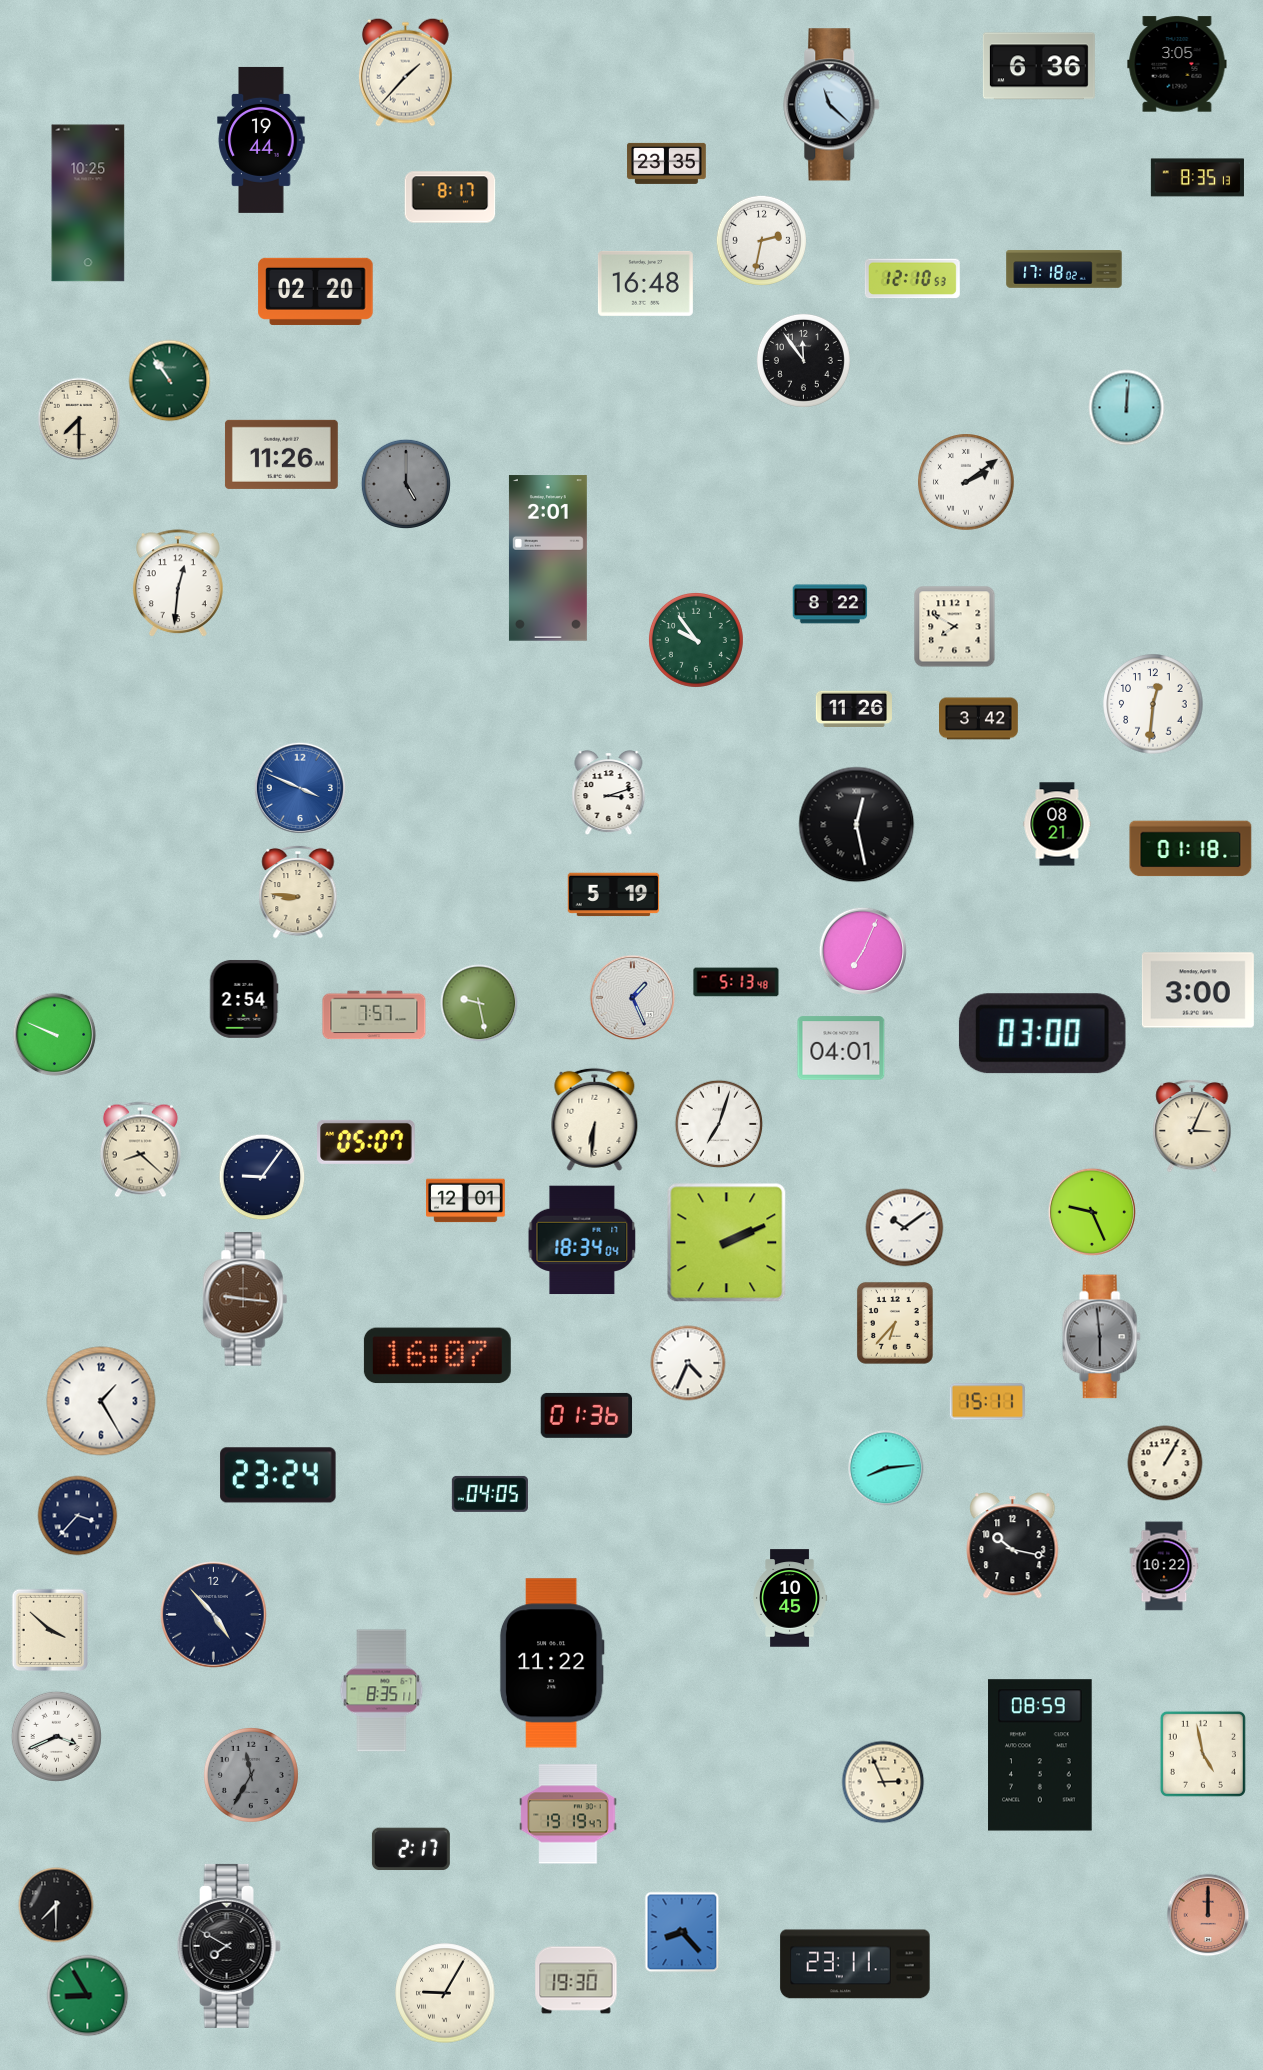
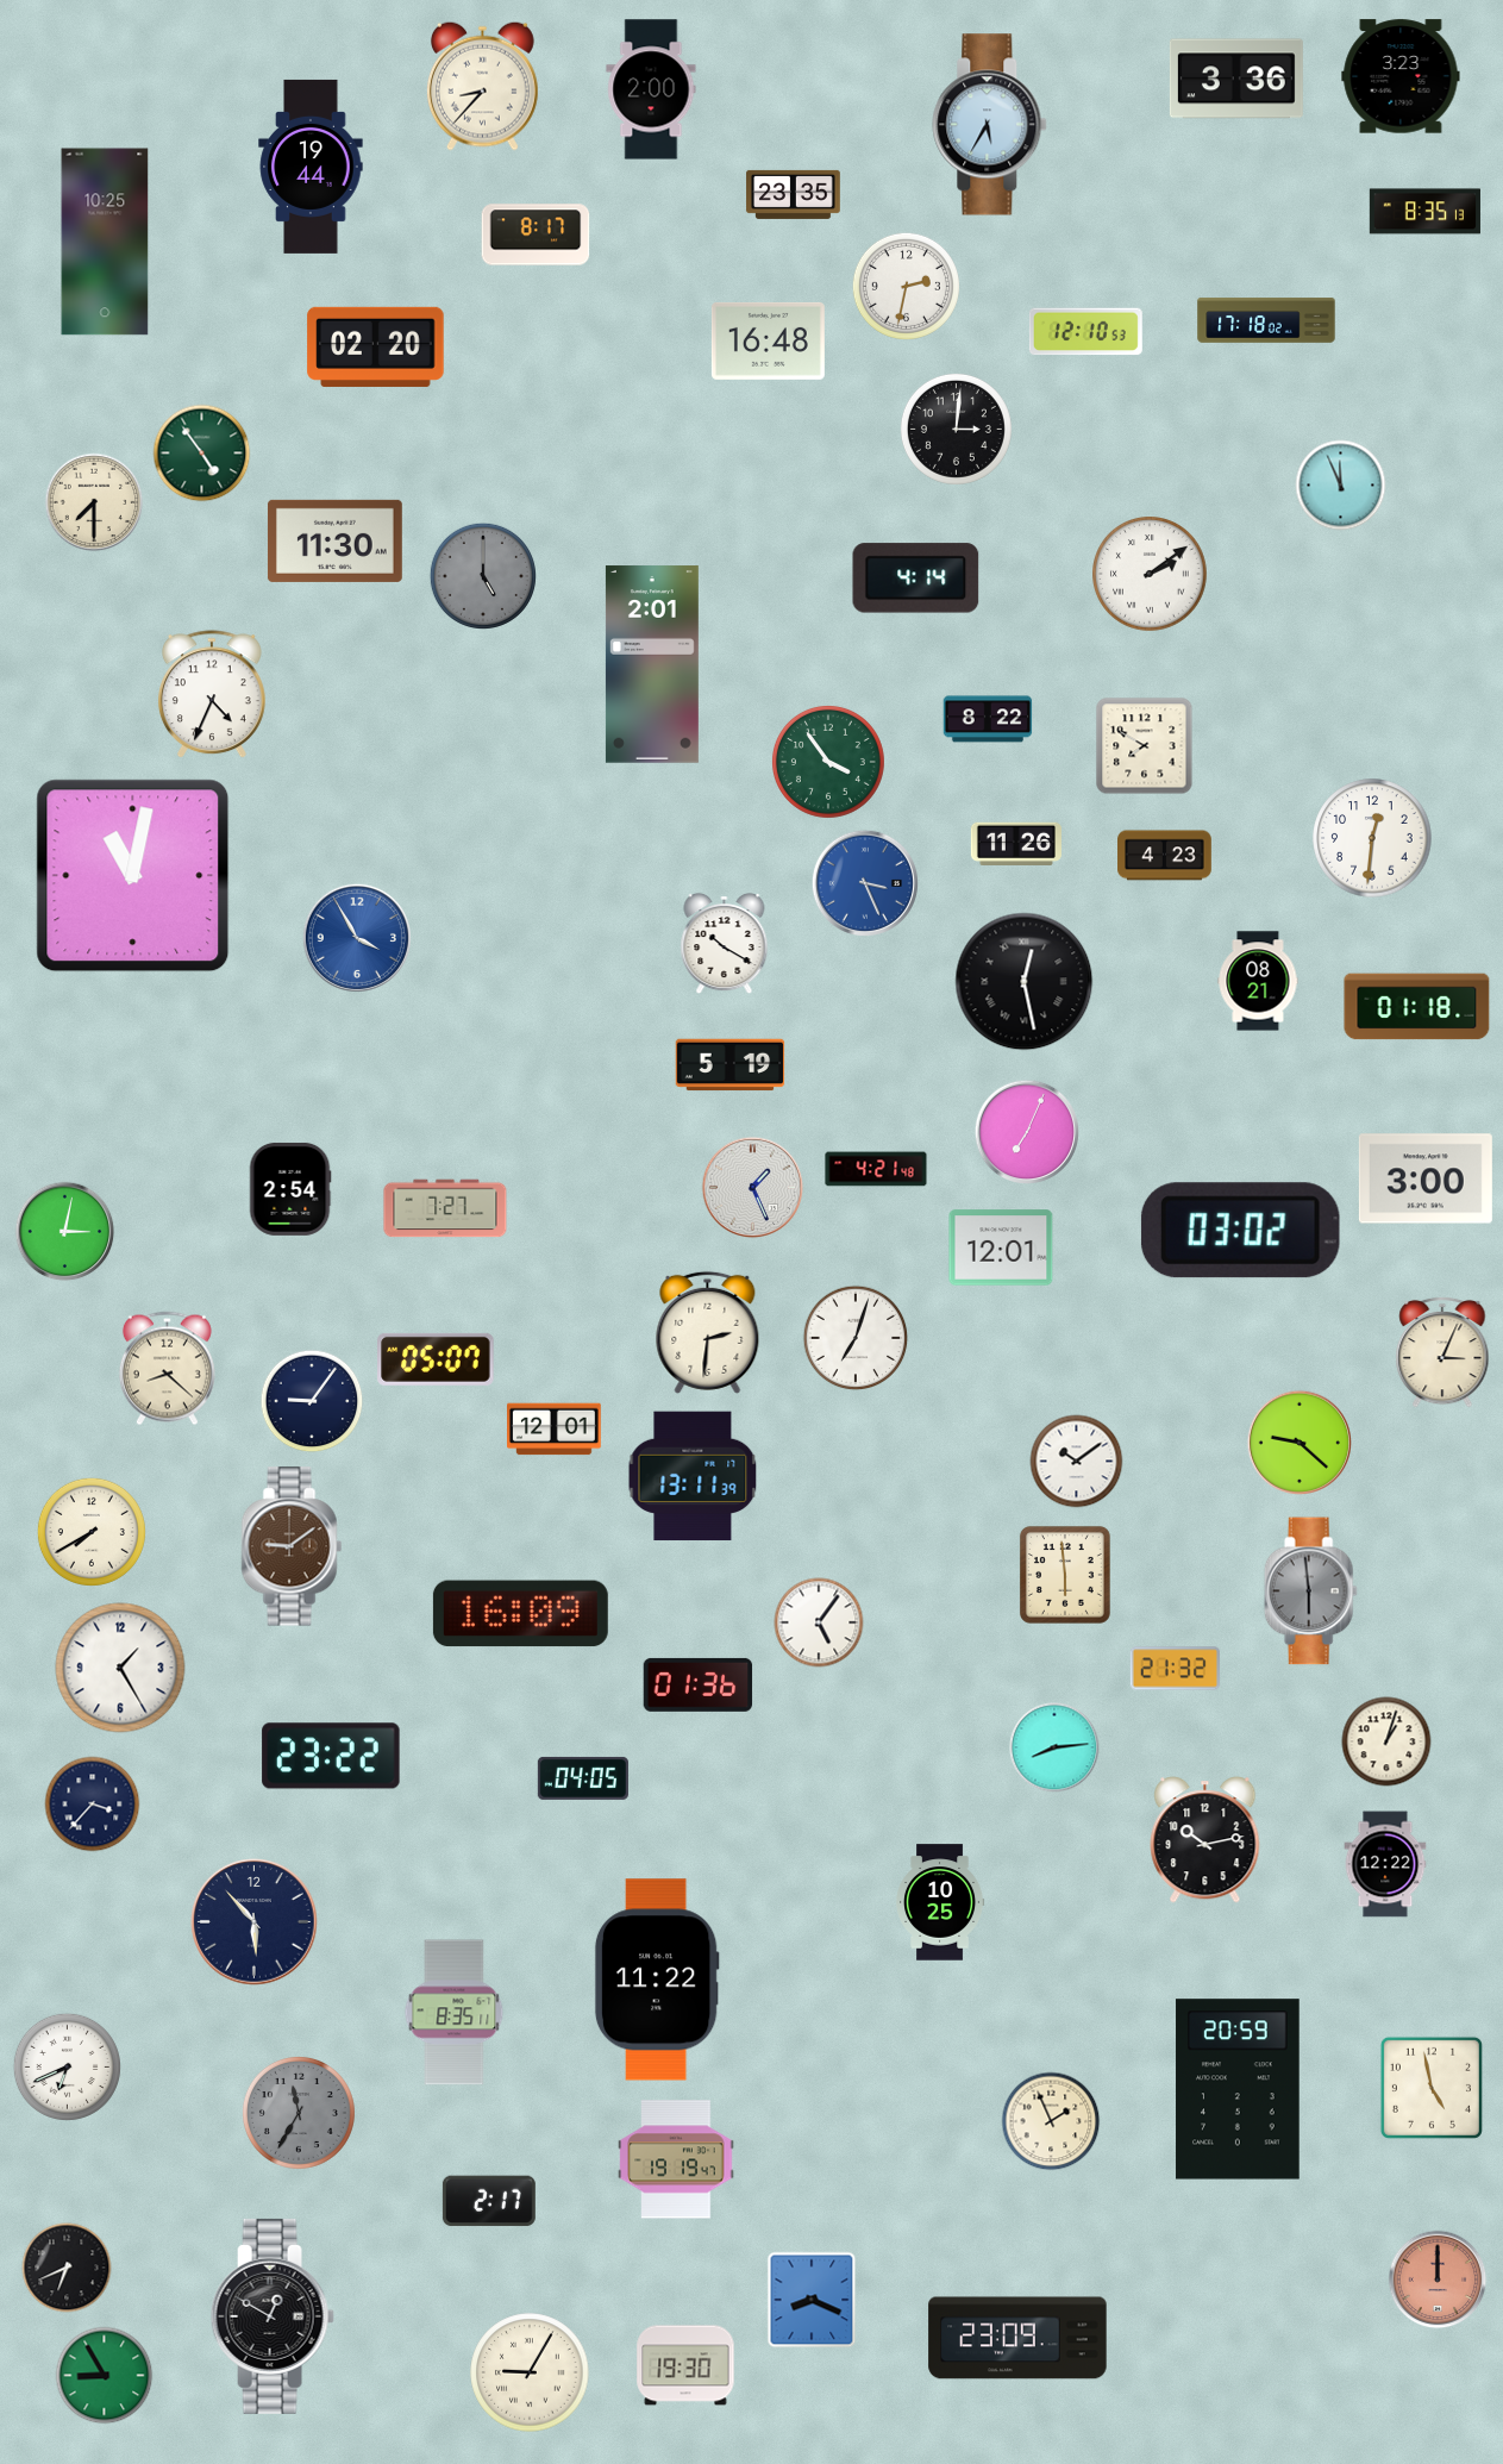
clock at (1177, 64): 3:05 -> 3:23
clock at (1039, 66): 6:36 -> 3:36
clock at (405, 72): 1:37 -> 8:37
clock at (651, 89): none -> 2:00
clock at (832, 105): 11:22 -> 5:35
clock at (645, 283) position: (645, 283) -> (768, 340)
clock at (803, 360): 11:54 -> 3:01
clock at (170, 381): 10:54 -> 4:54
clock at (1127, 408): 12:01 -> 11:56
clock at (79, 419) position: (79, 419) -> (94, 502)
clock at (281, 454): 11:26 -> 11:30
clock at (916, 579): none -> 4:14
clock at (178, 584): 12:31 -> 4:34
clock at (955, 627) position: (955, 627) -> (1145, 746)
clock at (696, 640): 9:54 -> 3:54
clock at (979, 719): 3:42 -> 4:23
clock at (133, 876): none -> 11:02
clock at (865, 883): none -> 3:26
clock at (300, 788): 3:49 -> 3:55
clock at (609, 793): 3:12 -> 10:20
clock at (857, 825) position: (857, 825) -> (1025, 982)
clock at (1191, 849) position: (1191, 849) -> (1417, 1007)
clock at (298, 892): 8:46 -> none
clock at (736, 982): 5:13 -> 4:21
clock at (479, 1003): 9:28 -> none
clock at (374, 1015): 7:57 -> 7:27
clock at (1042, 1034): 03:00 -> 03:02
clock at (55, 1035): 9:49 -> 3:02
clock at (841, 1048): 04:01 -> 12:01
clock at (595, 1119): 6:31 -> 2:31
clock at (1192, 1126) position: (1192, 1126) -> (1442, 1352)
clock at (1091, 1211): 9:26 -> 9:22
clock at (582, 1240): 18:34 -> 13:11
clock at (727, 1243): 2:11 -> none
clock at (92, 1532): none -> 7:40
clock at (245, 1299): 9:16 -> 9:09
clock at (895, 1323): 6:37 -> 5:59
clock at (437, 1356): 16:07 -> 16:09
clock at (688, 1363): 4:34 -> 5:06
clock at (987, 1402): 15:11 -> 21:32
clock at (1165, 1463): 1:05 -> 1:03
clock at (278, 1475): 23:24 -> 23:22
clock at (1013, 1546): 10:17 -> 10:13
clock at (1164, 1566): 10:22 -> 12:22
clock at (791, 1598): 10:45 -> 10:25
clock at (214, 1615): 4:53 -> 5:53
clock at (49, 1630): 3:52 -> none
clock at (56, 1736): 3:41 -> 6:41
clock at (1040, 1755): 08:59 -> 20:59
clock at (883, 1782): 2:56 -> 1:56
clock at (56, 1905): 7:30 -> 6:41
clock at (682, 1932): 8:23 -> 8:19
clock at (229, 1946): 7:50 -> 12:50
clock at (855, 1964): 23:11 -> 23:09
clock at (576, 1980) position: (576, 1980) -> (685, 2365)
